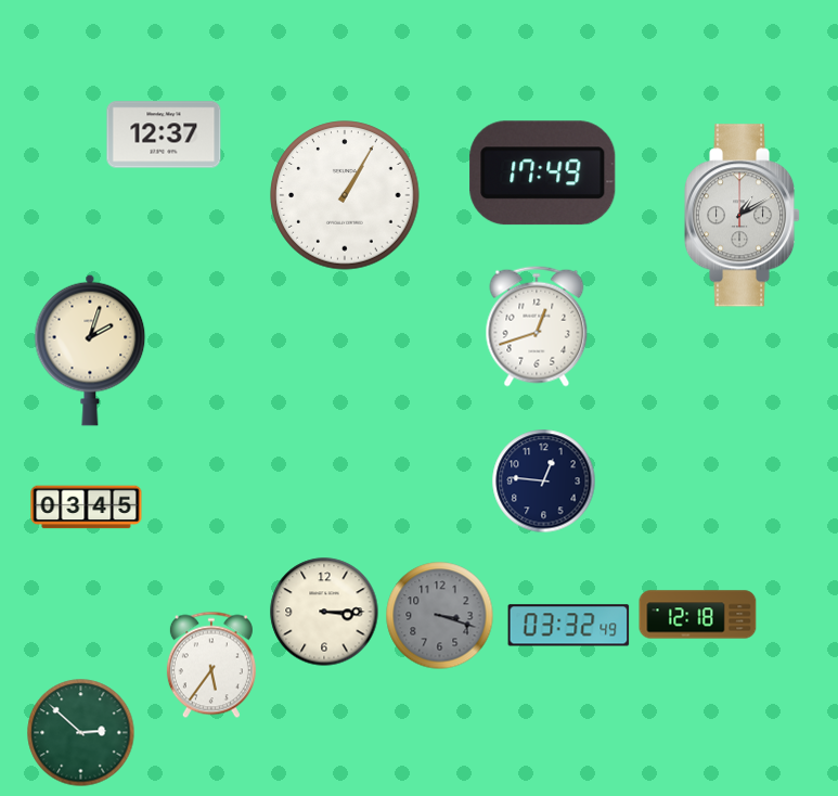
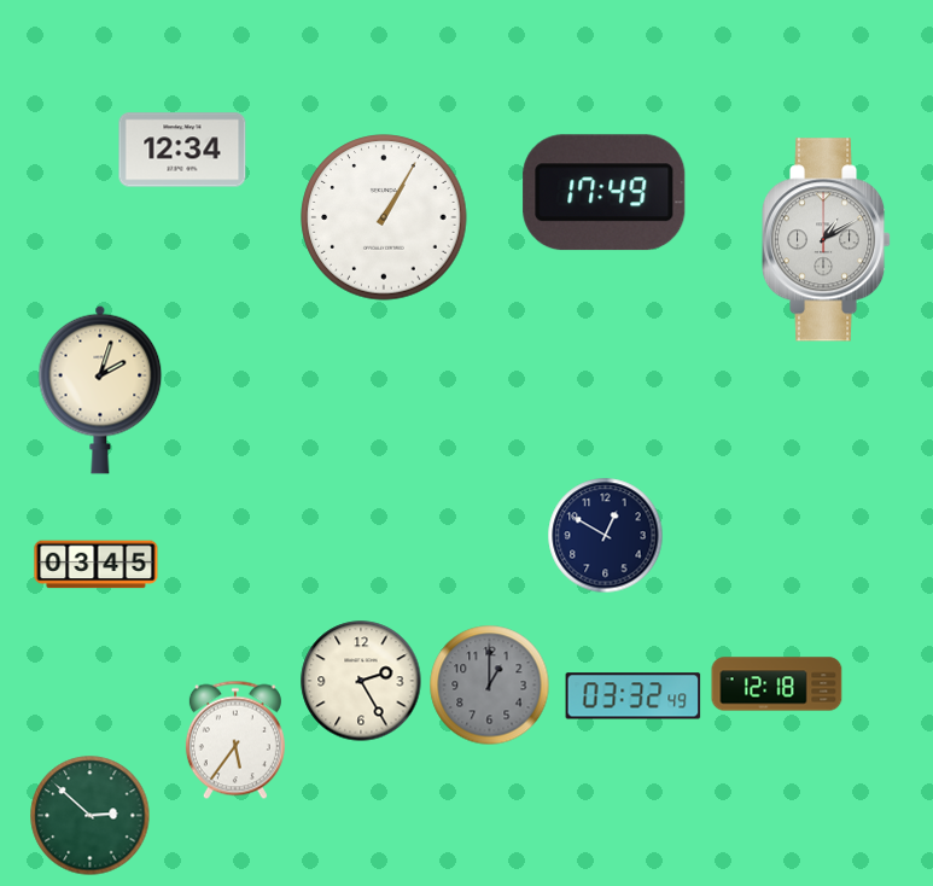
clock at (164, 134): 12:37 -> 12:34
clock at (537, 326): 12:42 -> none
clock at (544, 482): 12:46 -> 12:50
clock at (324, 612): 3:15 -> 2:25
clock at (440, 616): 3:18 -> 1:00
